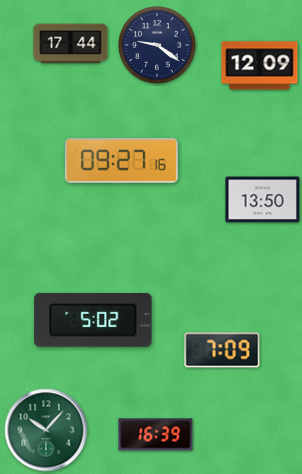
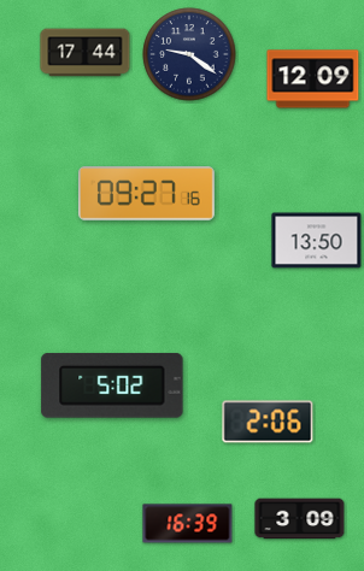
clock at (222, 350): 7:09 -> 2:06
clock at (46, 430): 10:07 -> none
clock at (300, 519): none -> 3:09
